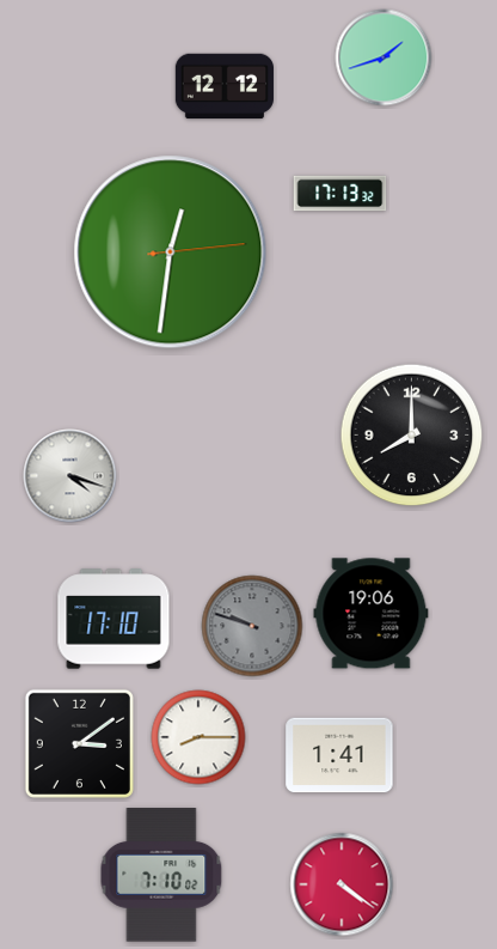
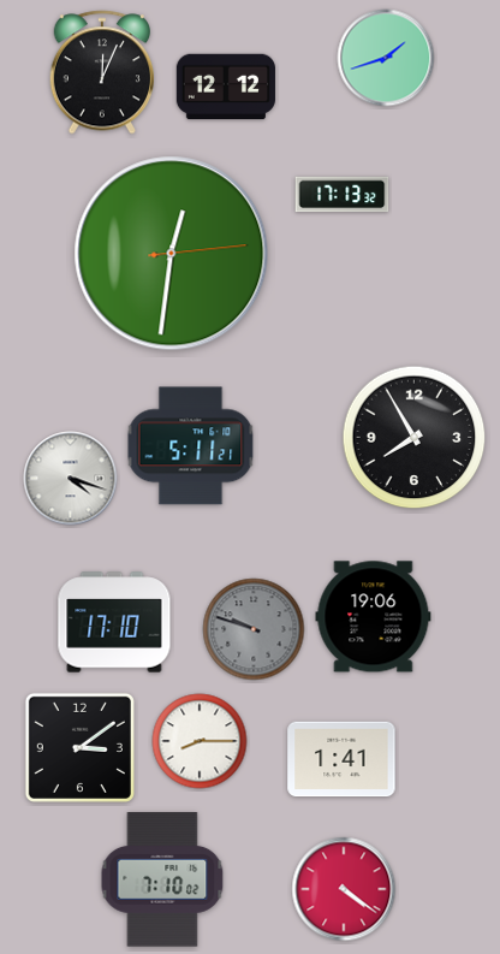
clock at (102, 72): none -> 12:04
clock at (412, 436): 8:00 -> 7:55
clock at (191, 446): none -> 5:11
